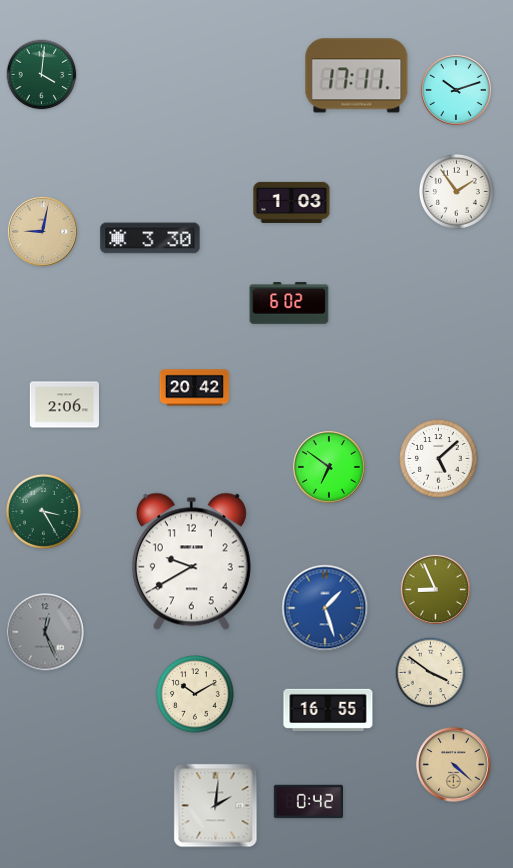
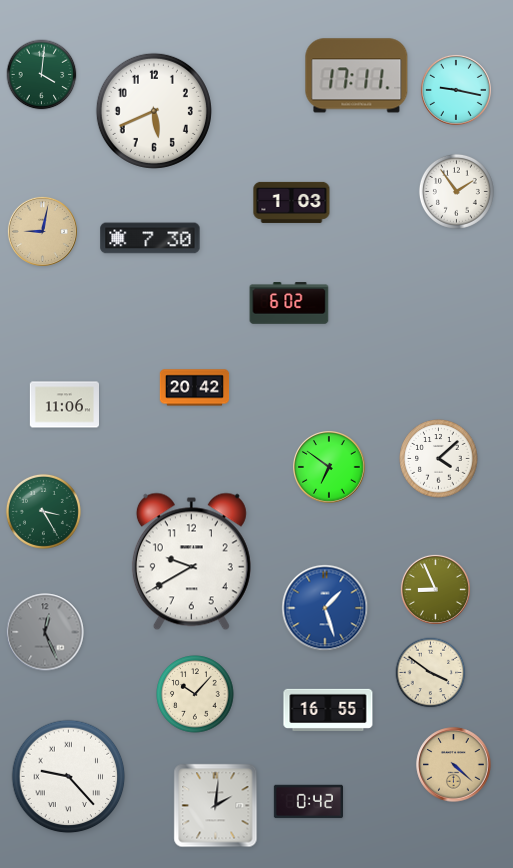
clock at (456, 90): 10:12 -> 9:17
clock at (154, 111): none -> 5:41
clock at (150, 238): 3:30 -> 7:30
clock at (64, 405): 2:06 -> 11:06
clock at (439, 459): 5:08 -> 4:08
clock at (195, 694): 10:10 -> 10:07
clock at (69, 777): none -> 9:23
